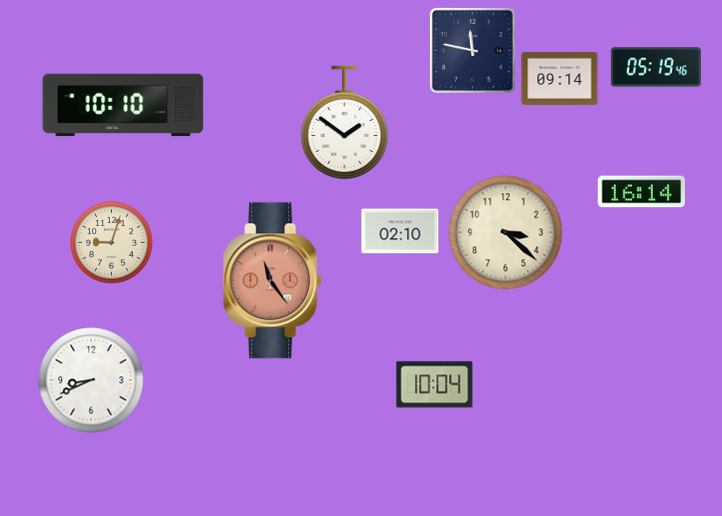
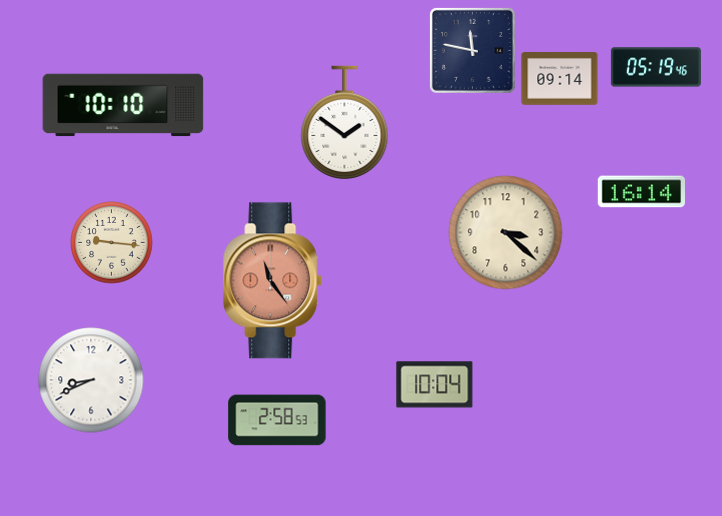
clock at (400, 231): 02:10 -> none
clock at (112, 243): 9:03 -> 9:16
clock at (277, 420): none -> 2:58
